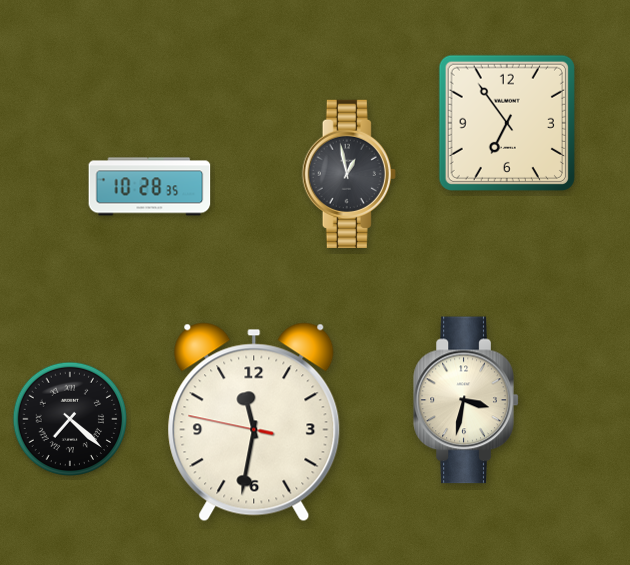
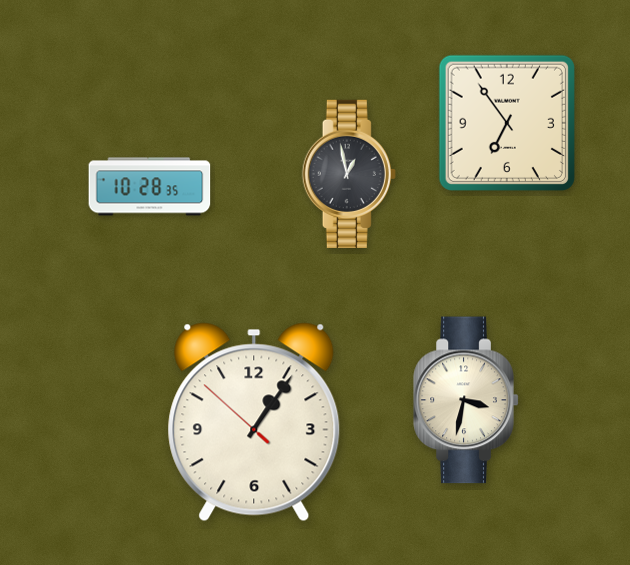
clock at (70, 419): 7:22 -> none
clock at (254, 422): 11:31 -> 1:05
